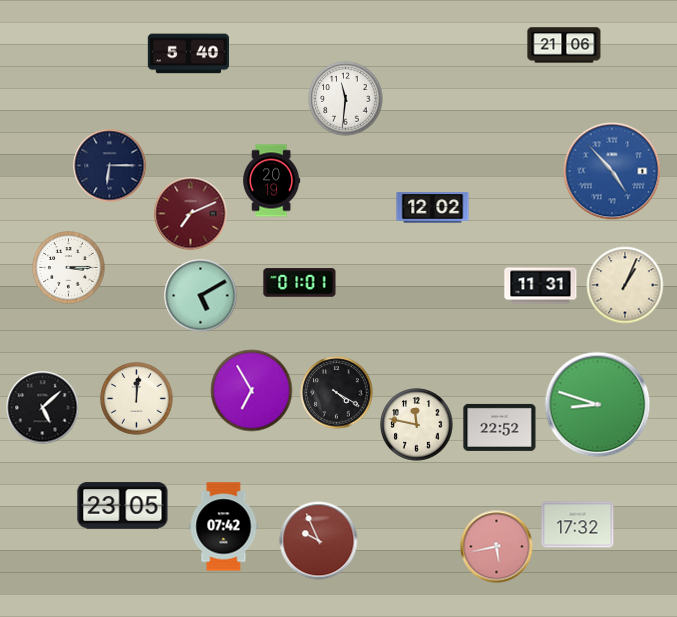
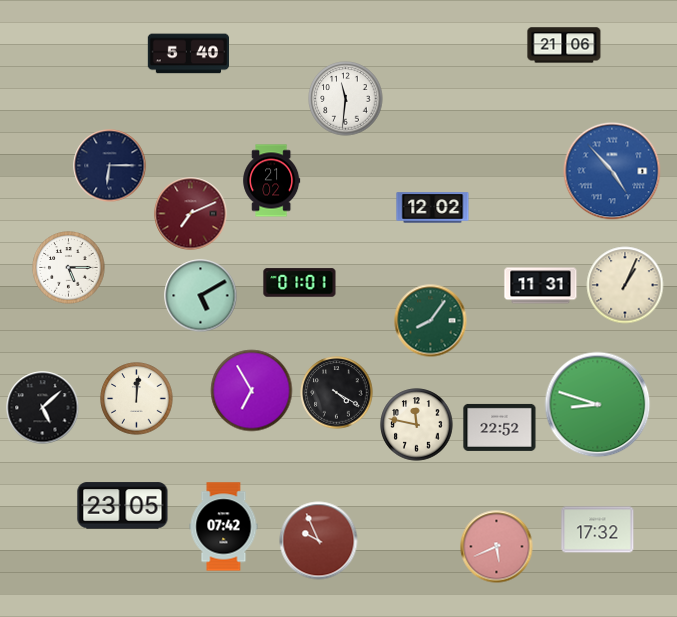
clock at (272, 181): 20:19 -> 21:02
clock at (69, 268): 3:15 -> 5:15
clock at (431, 321): none -> 8:06
clock at (578, 525) position: (578, 525) -> (598, 530)
clock at (497, 547): 5:43 -> 5:41
